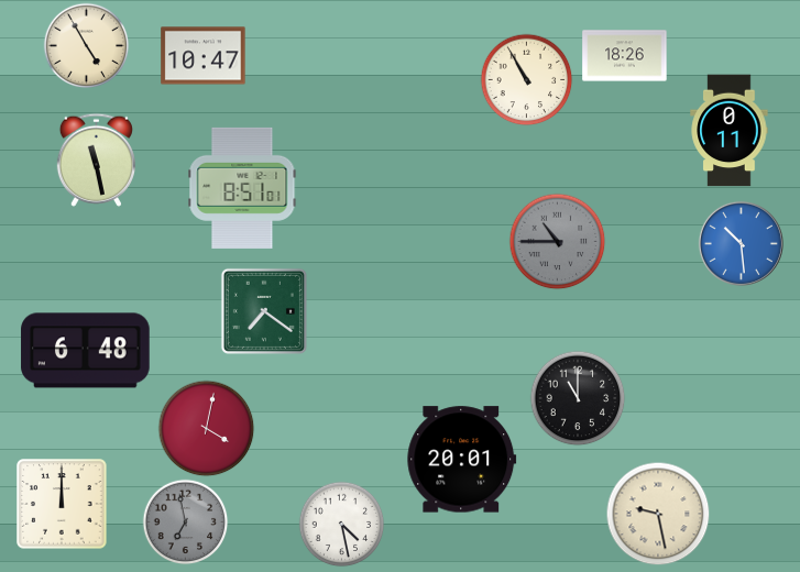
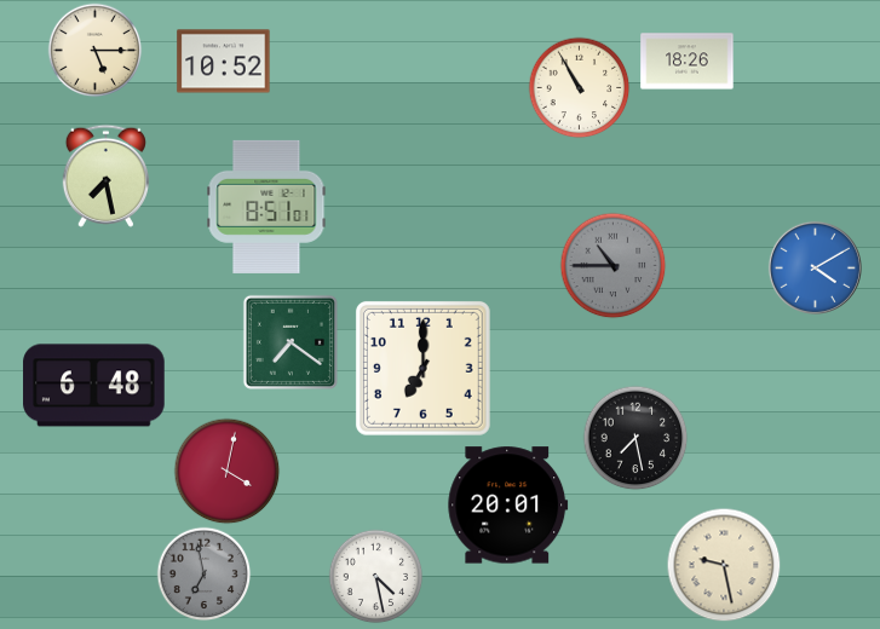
clock at (86, 45): 4:55 -> 5:15
clock at (204, 56): 10:47 -> 10:52
clock at (730, 131): 0:11 -> none
clock at (96, 159): 11:28 -> 7:28
clock at (741, 243): 10:29 -> 4:10
clock at (422, 368): none -> 7:00
clock at (578, 398): 11:00 -> 7:28
clock at (62, 504): 12:00 -> none
